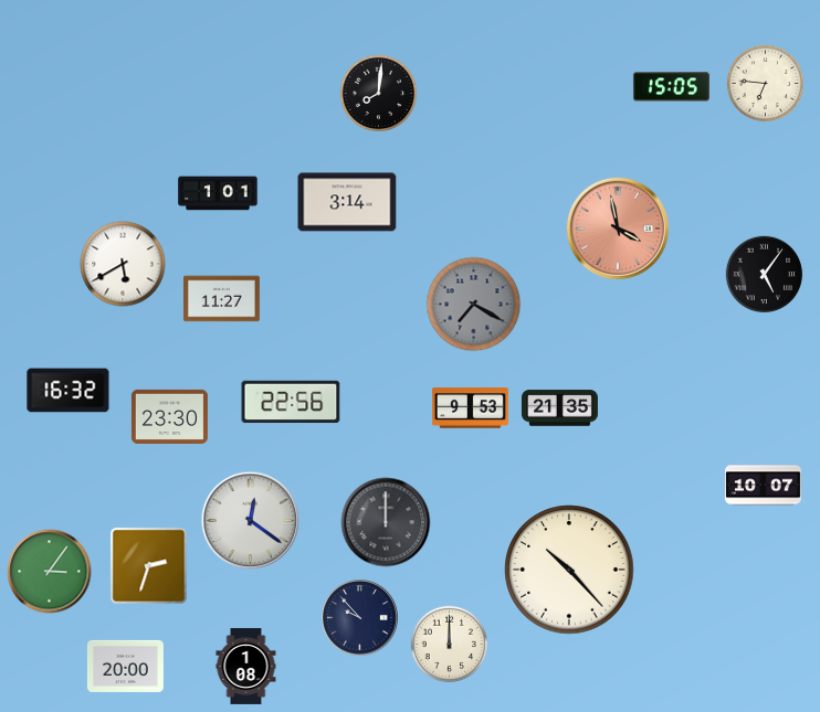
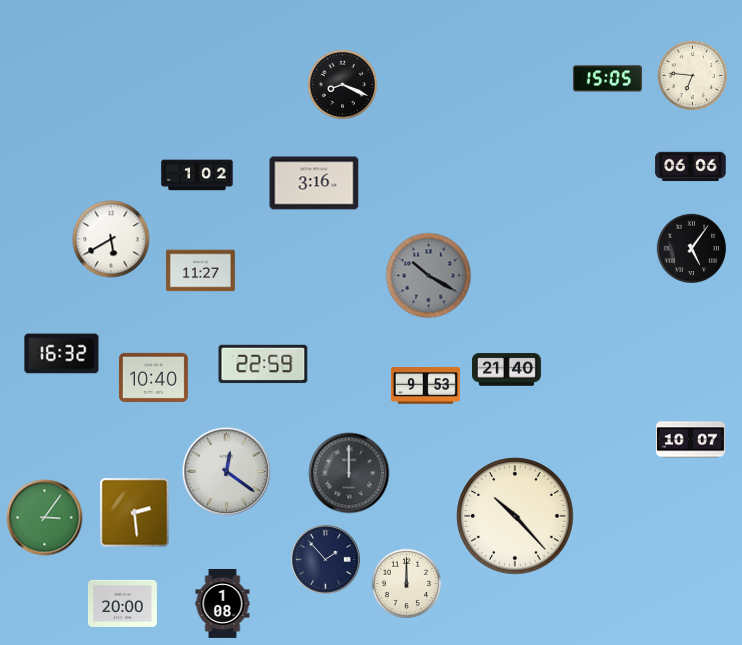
clock at (379, 94): 8:01 -> 8:19
clock at (691, 167): none -> 06:06
clock at (218, 193): 1:01 -> 1:02
clock at (347, 202): 3:14 -> 3:16
clock at (618, 229): 3:58 -> none
clock at (474, 305): 7:20 -> 10:20
clock at (291, 402): 22:56 -> 22:59
clock at (470, 408) position: (470, 408) -> (425, 386)
clock at (559, 408): 21:35 -> 21:40
clock at (169, 416): 23:30 -> 10:40
clock at (149, 566): 2:33 -> 2:29
clock at (360, 618): 9:53 -> 1:53
clock at (125, 666) position: (125, 666) -> (122, 603)
